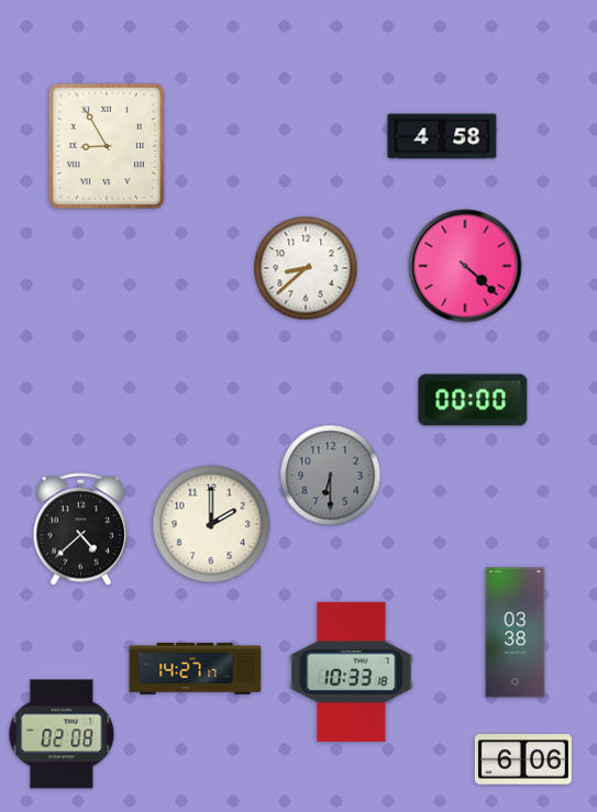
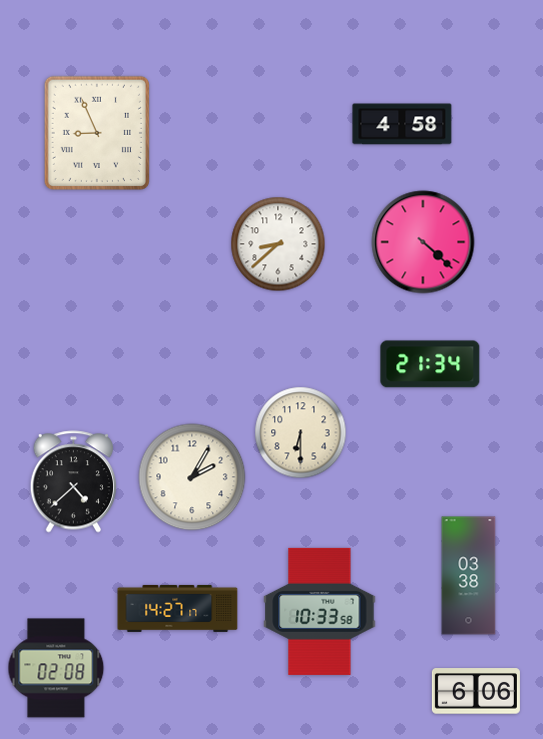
clock at (107, 146): 8:55 -> 8:56
clock at (473, 400): 00:00 -> 21:34
clock at (331, 476) dial: grey -> cream
clock at (211, 524): 2:00 -> 2:05
clock at (352, 671): 10:33:18 -> 10:33:58
